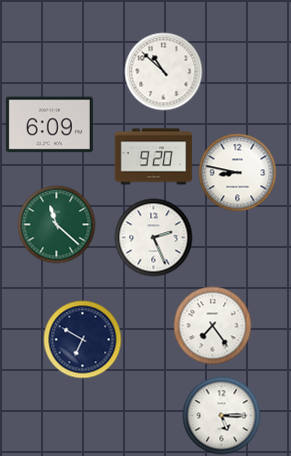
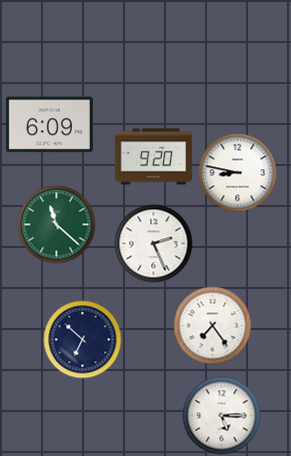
clock at (163, 71): 10:52 -> none
clock at (153, 237) position: (153, 237) -> (153, 243)
clock at (82, 339): 6:50 -> 6:52
